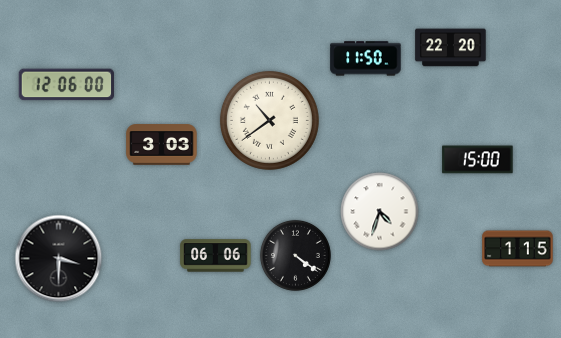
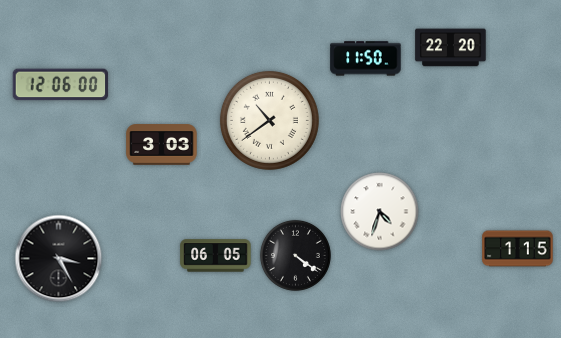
clock at (67, 85) position: (67, 85) -> (61, 85)
clock at (478, 160): 15:00 -> none
clock at (216, 256): 06:06 -> 06:05
clock at (59, 259): 3:30 -> 3:25
